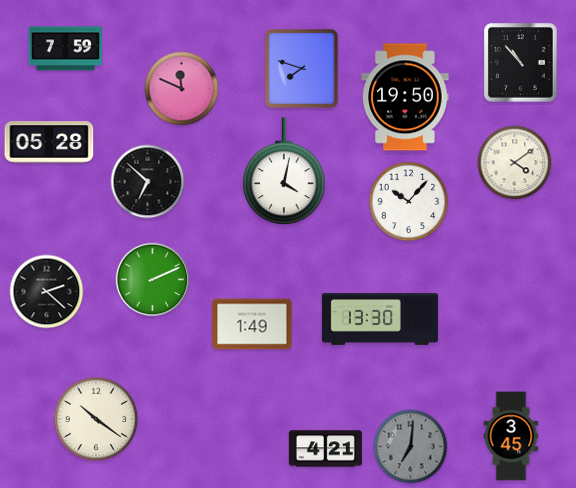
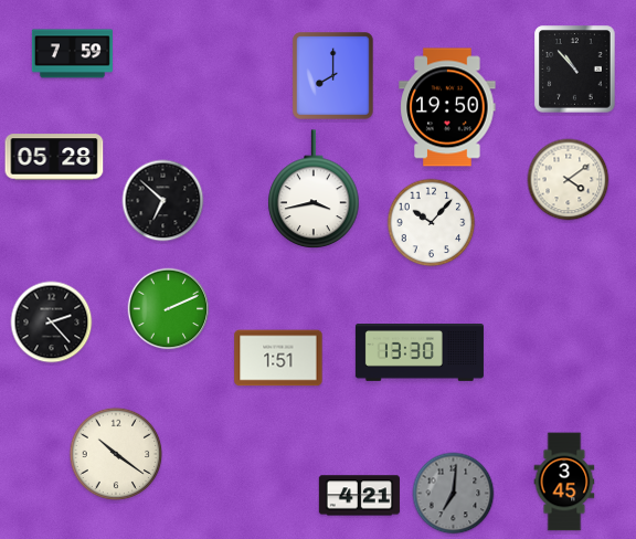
clock at (302, 69): 7:48 -> 8:00
clock at (182, 89): 11:49 -> none
clock at (284, 171): 4:02 -> 3:43
clock at (409, 202) position: (409, 202) -> (432, 223)
clock at (47, 292): 2:22 -> 2:23
clock at (252, 324): 1:49 -> 1:51
clock at (96, 419) position: (96, 419) -> (116, 454)
